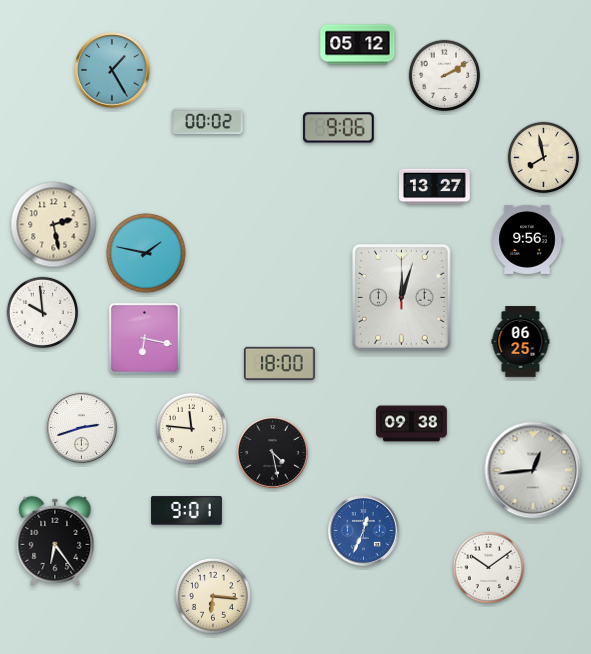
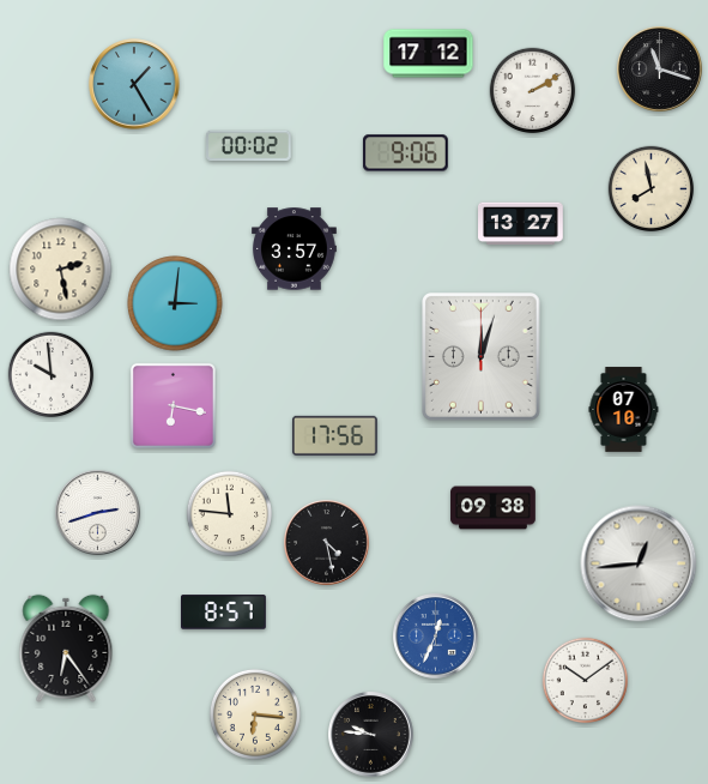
clock at (358, 45): 05:12 -> 17:12
clock at (660, 70): none -> 11:18
clock at (295, 249): none -> 3:57
clock at (54, 225) position: (54, 225) -> (61, 270)
clock at (527, 239): 9:56 -> none
clock at (146, 253): 1:47 -> 3:01
clock at (521, 342): 06:25 -> 07:10
clock at (279, 363): 18:00 -> 17:56
clock at (187, 511): 9:01 -> 8:57
clock at (371, 735): none -> 9:46
